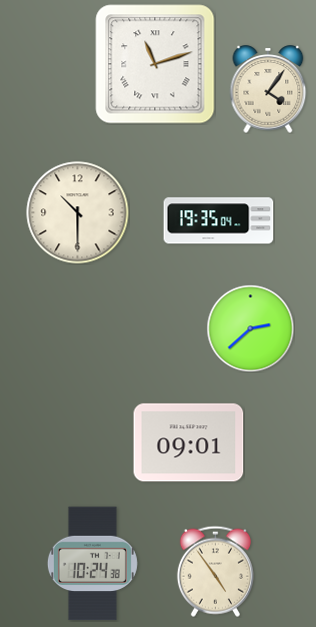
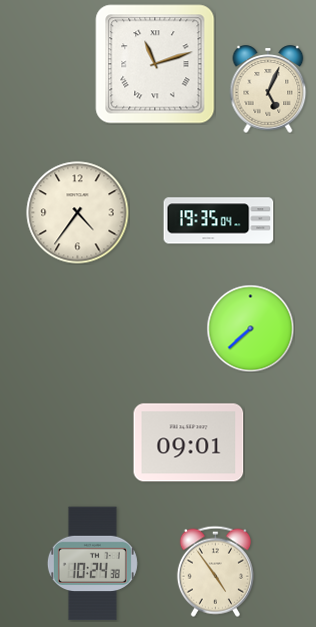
clock at (268, 89): 4:06 -> 5:04
clock at (78, 213): 10:30 -> 4:36
clock at (250, 328): 2:38 -> 7:38
